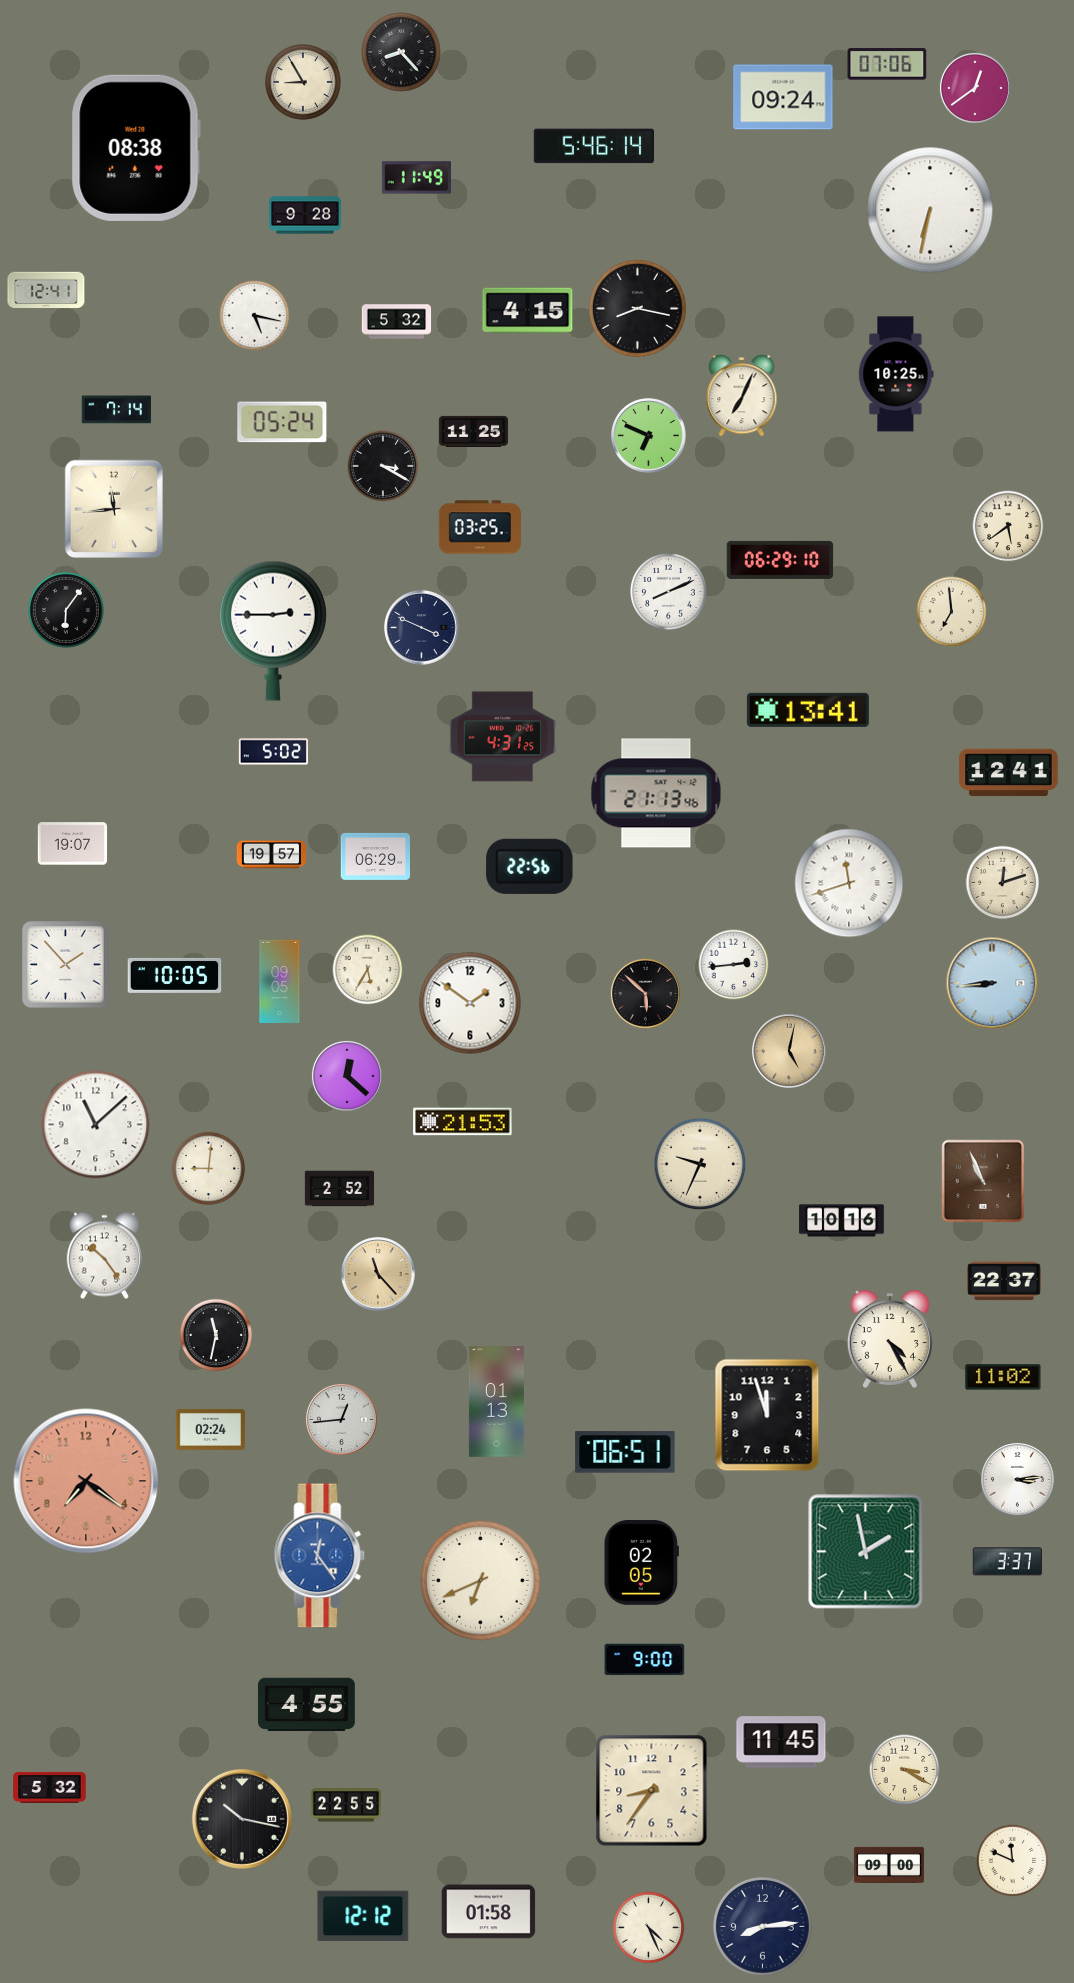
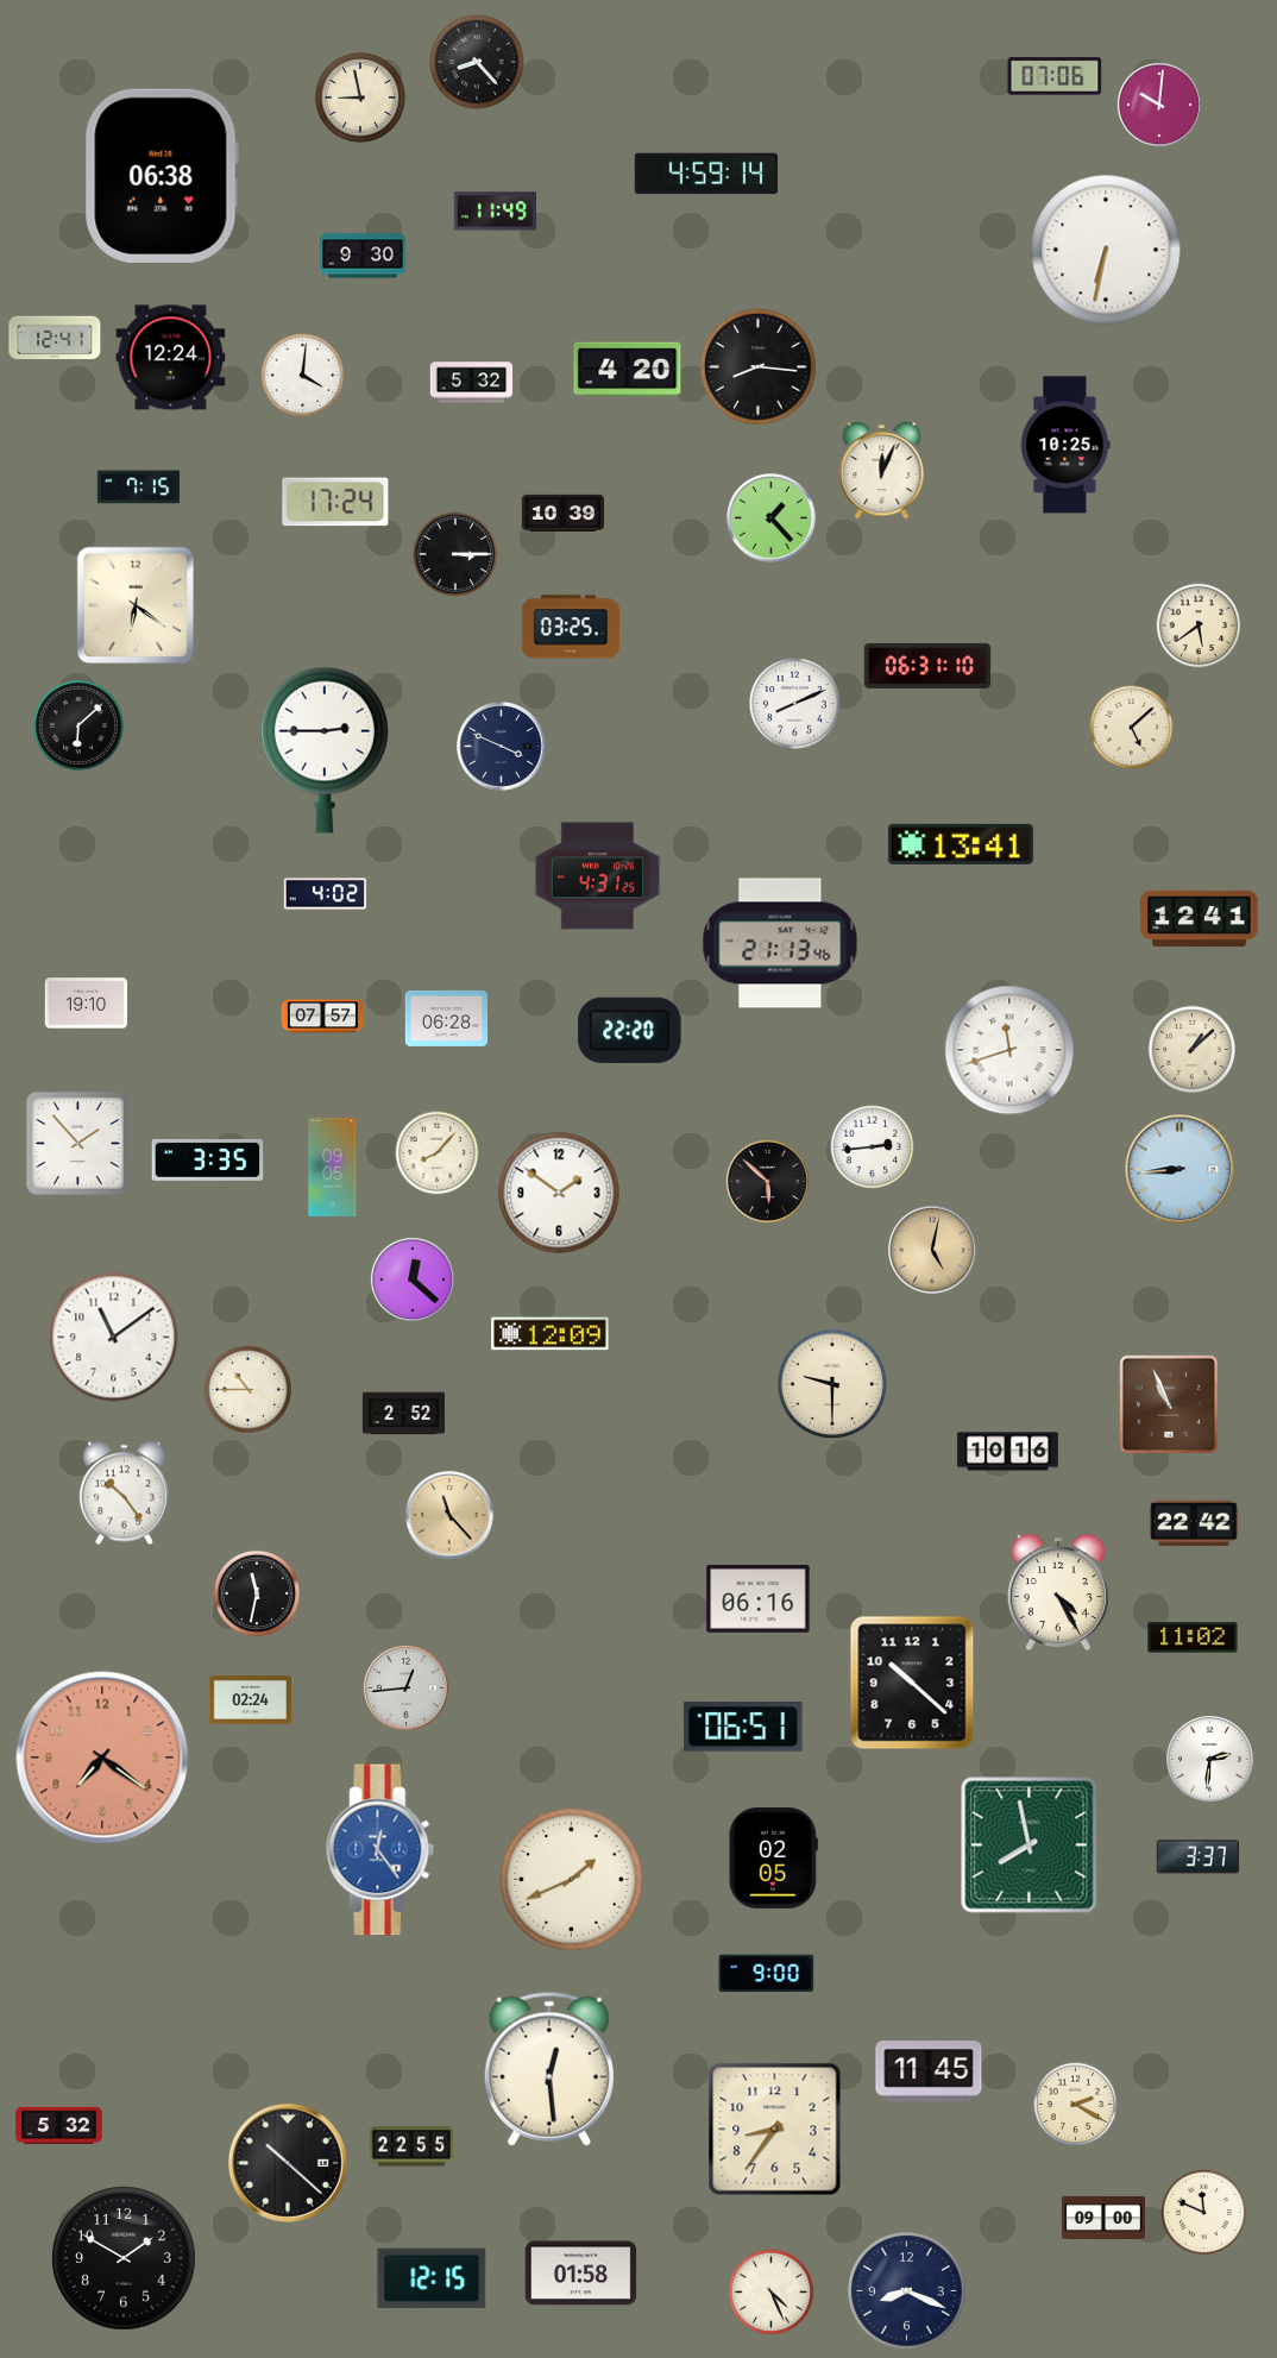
clock at (303, 82): 8:55 -> 8:58
clock at (975, 88): 12:39 -> 10:01
clock at (783, 97): 09:24 -> none
clock at (593, 146): 5:46 -> 4:59
clock at (136, 148): 08:38 -> 06:38
clock at (305, 215): 9:28 -> 9:30
clock at (46, 290) position: (46, 290) -> (55, 338)
clock at (171, 358): none -> 12:24
clock at (637, 308): 8:17 -> 8:16
clock at (528, 311): 4:15 -> 4:20
clock at (255, 316): 5:17 -> 4:01
clock at (742, 396): 7:04 -> 12:04
clock at (116, 410): 7:14 -> 7:15
clock at (282, 422): 05:24 -> 17:24
clock at (474, 431): 11:25 -> 10:39
clock at (649, 436): 6:49 -> 1:23
clock at (383, 466): 3:20 -> 3:15
clock at (114, 509): 11:44 -> 6:21
clock at (780, 560): 06:29 -> 06:31
clock at (66, 610): 6:06 -> 6:08
clock at (952, 612): 6:59 -> 5:08
clock at (274, 752): 5:02 -> 4:02
clock at (73, 844): 19:07 -> 19:10
clock at (272, 855): 19:57 -> 07:57
clock at (375, 856): 06:29 -> 06:28
clock at (530, 866): 22:56 -> 22:20
clock at (1002, 882): 12:12 -> 1:08
clock at (66, 965) position: (66, 965) -> (78, 1144)
clock at (368, 970): 5:35 -> 8:07
clock at (175, 975): 10:05 -> 3:35
clock at (789, 1051) position: (789, 1051) -> (932, 1250)
clock at (463, 1122): 21:53 -> 12:09
clock at (96, 1125): 11:08 -> 11:09
clock at (700, 1164): 9:34 -> 9:30
clock at (208, 1168): 9:01 -> 10:45
clock at (842, 1221) position: (842, 1221) -> (1008, 1452)
clock at (1004, 1281): 22:37 -> 22:42
clock at (216, 1335) position: (216, 1335) -> (257, 1593)
clock at (759, 1598): none -> 06:16
clock at (496, 1402): 01:13 -> none
clock at (767, 1415): 11:57 -> 10:22
clock at (1018, 1480): 3:14 -> 2:31
clock at (86, 1481) position: (86, 1481) -> (102, 1758)
clock at (866, 1552): 1:58 -> 7:58
clock at (641, 1563) position: (641, 1563) -> (773, 1859)
clock at (480, 1580): 6:41 -> 1:41
clock at (306, 1705): 4:55 -> none
clock at (549, 2069): none -> 12:29
clock at (905, 1770): 3:20 -> 2:20
clock at (242, 1819): 10:17 -> 10:22
clock at (889, 1864) position: (889, 1864) -> (1103, 2216)
clock at (124, 2258): none -> 1:50
clock at (363, 1916): 12:12 -> 12:15
clock at (763, 1927): 8:14 -> 8:19
